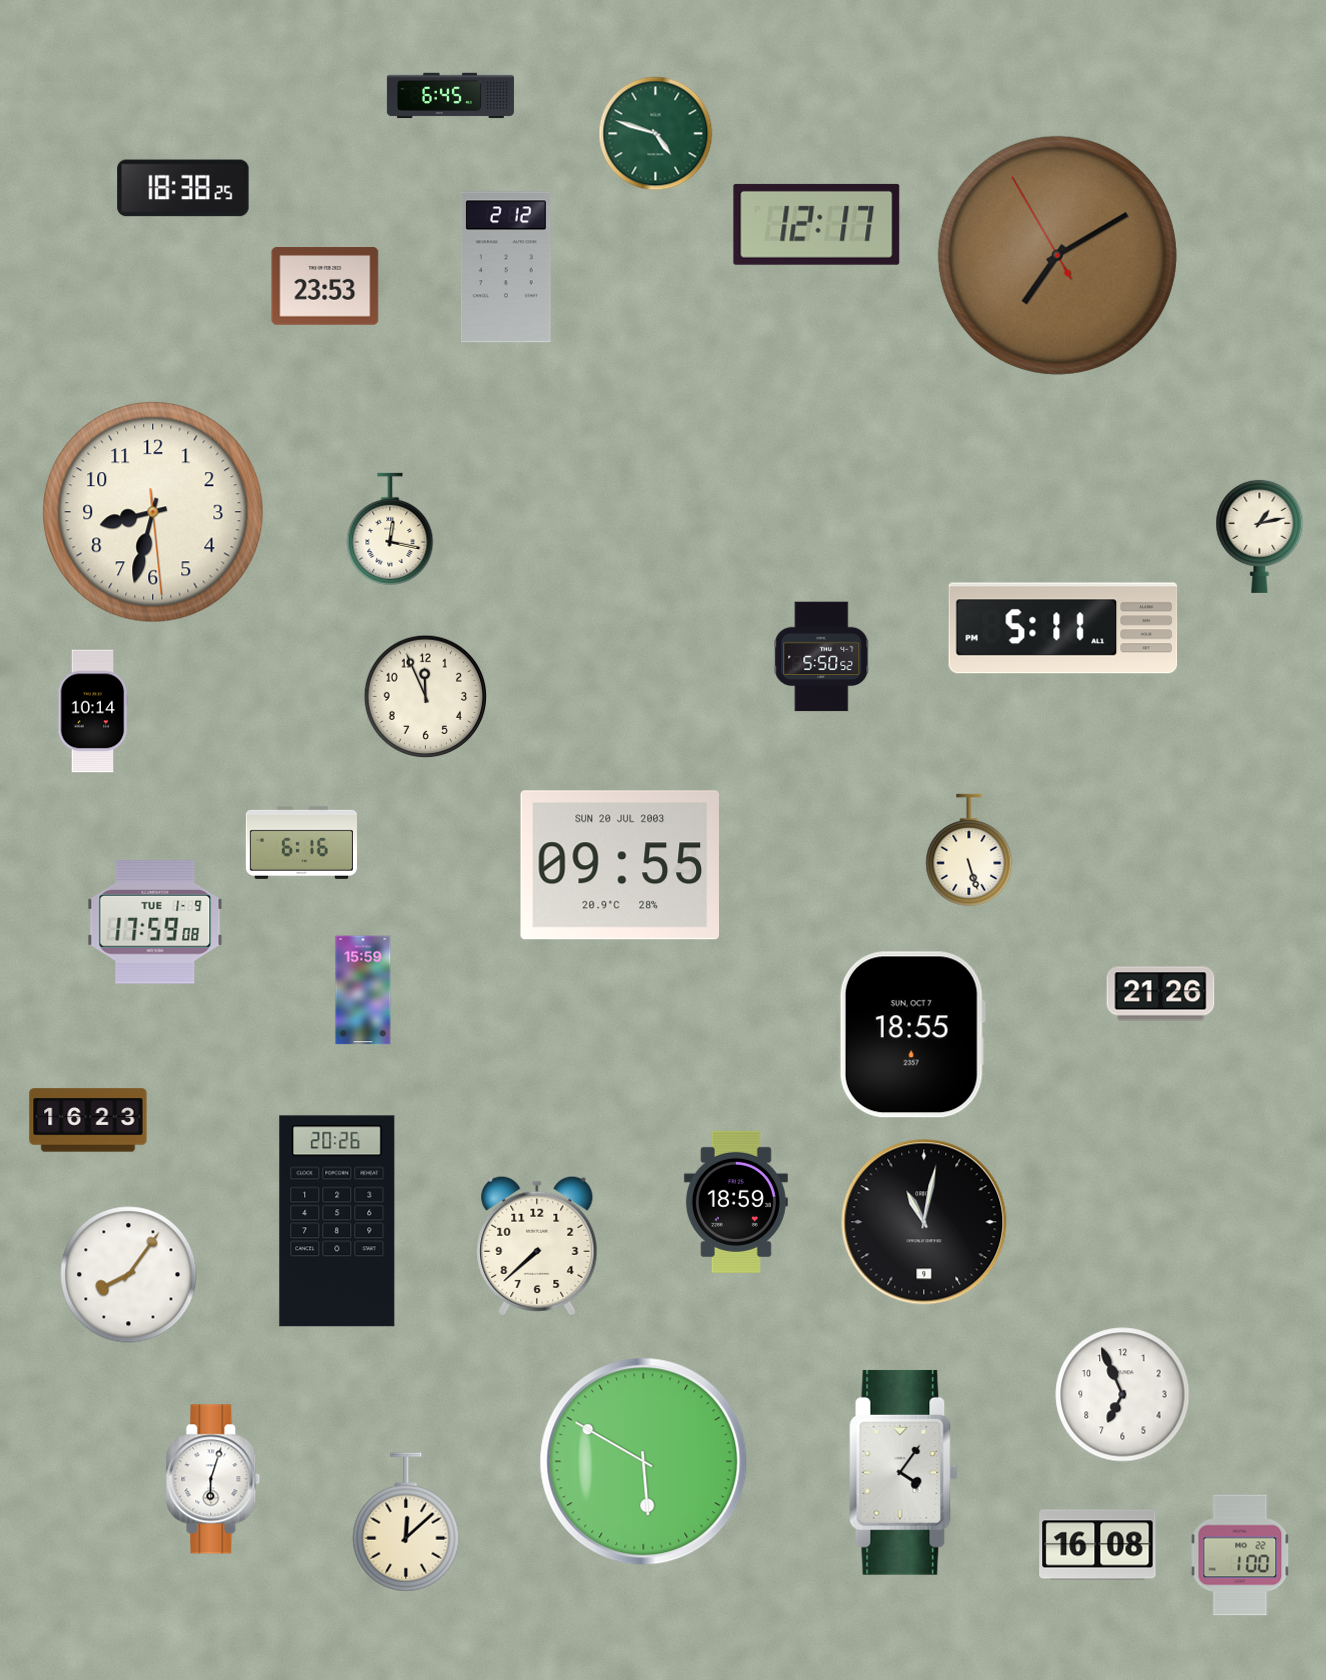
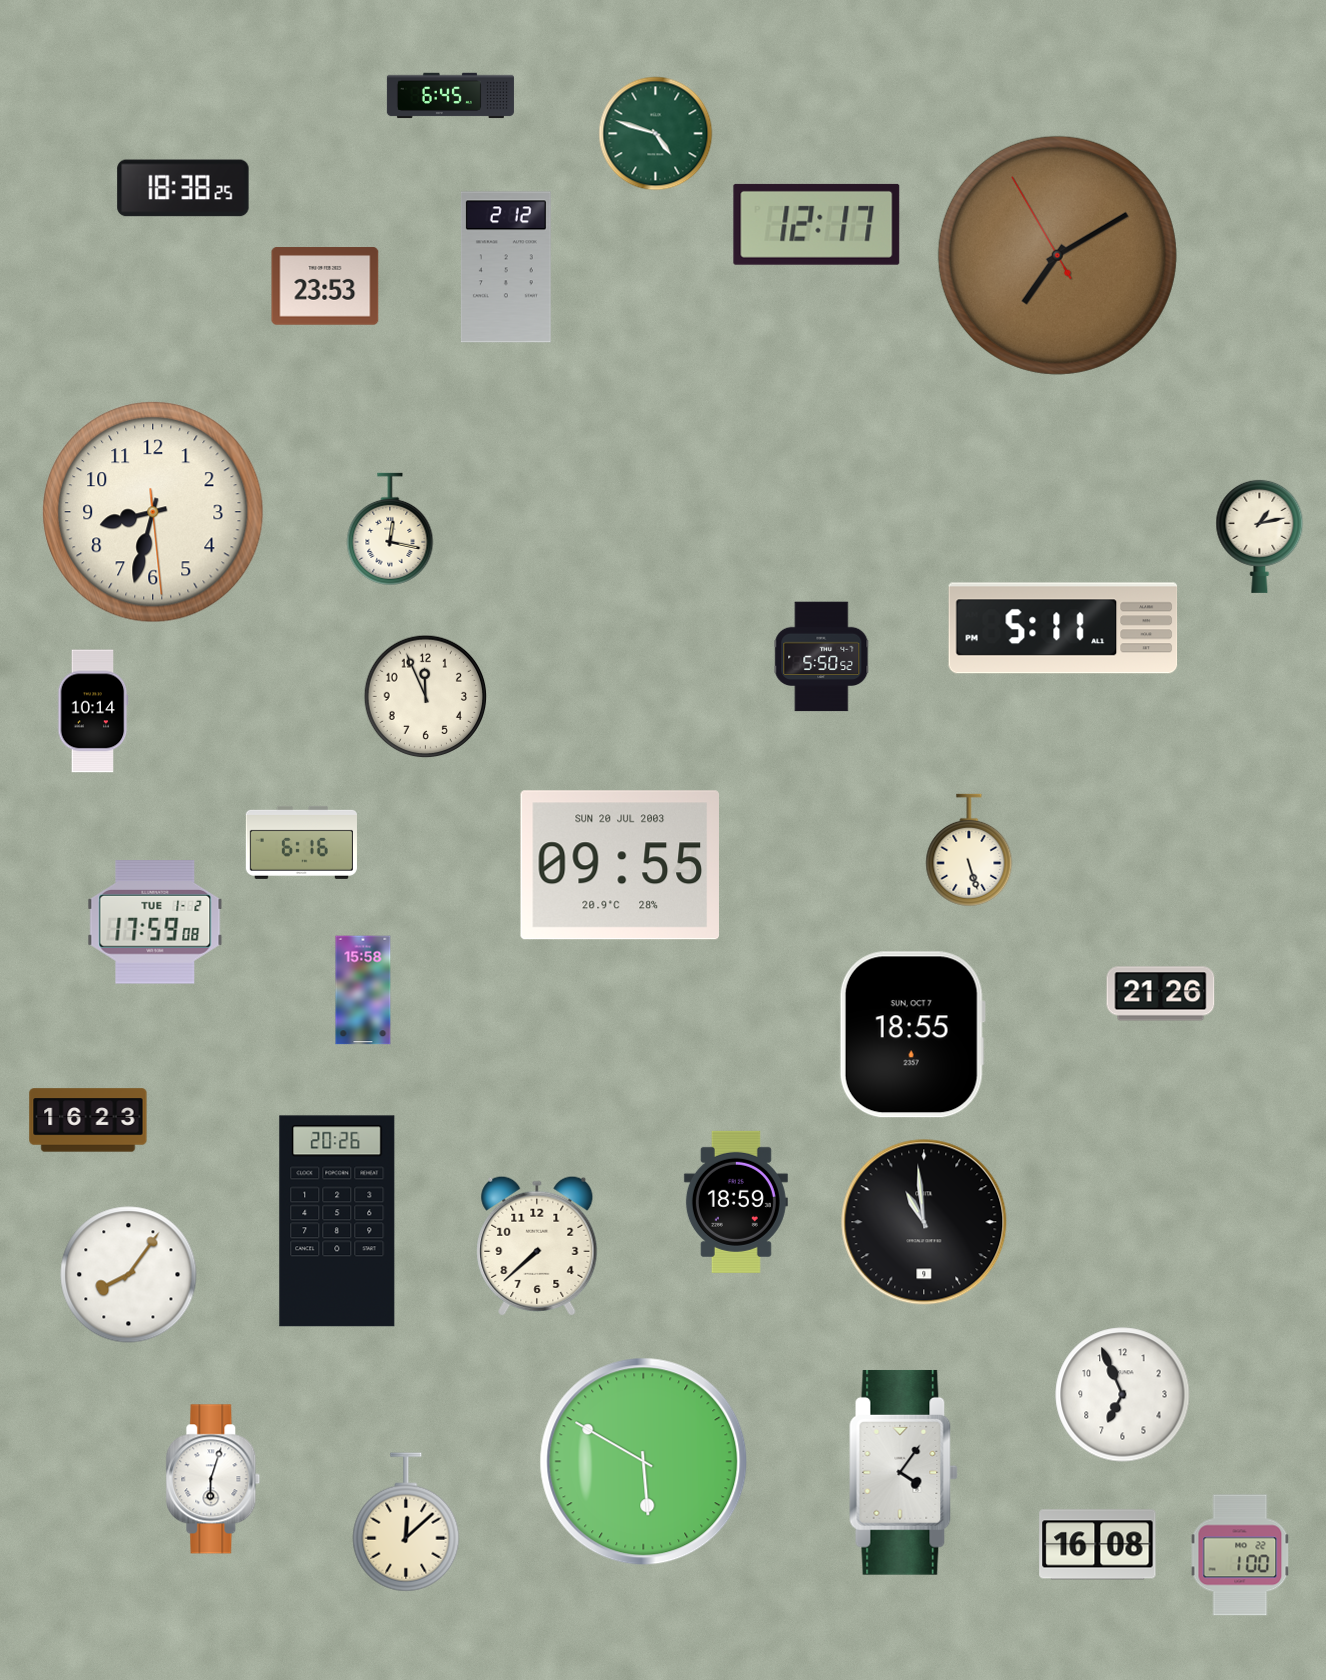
clock at (155, 922) date: TUE 1-9 -> TUE 1-2
clock at (363, 990): 15:59 -> 15:58
clock at (924, 1222): 11:02 -> 10:59
